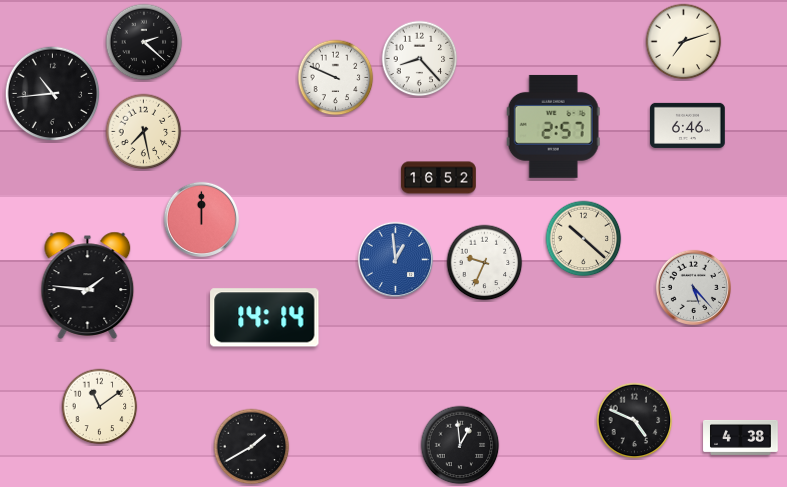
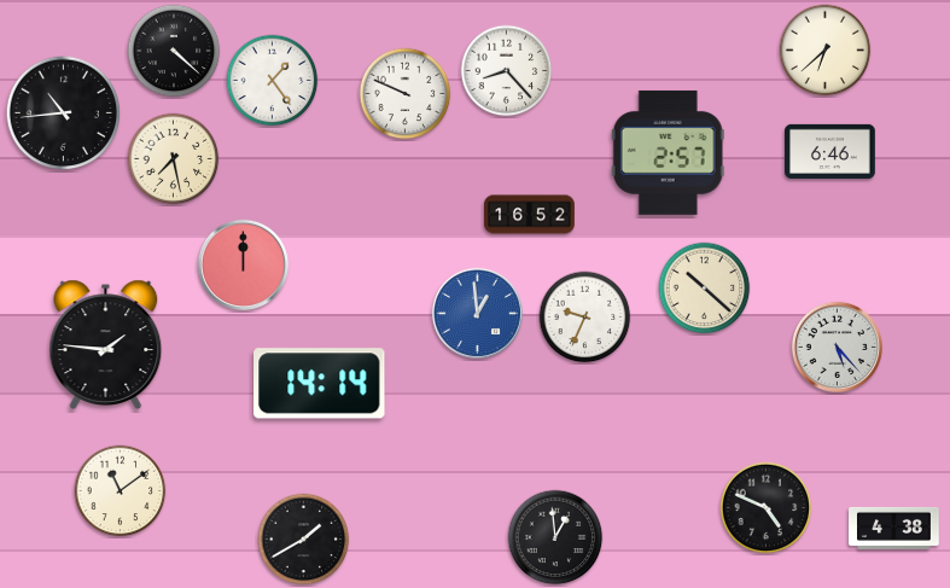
clock at (144, 42): 2:22 -> 4:22
clock at (684, 42): 7:12 -> 6:38
clock at (273, 81): none -> 1:24
